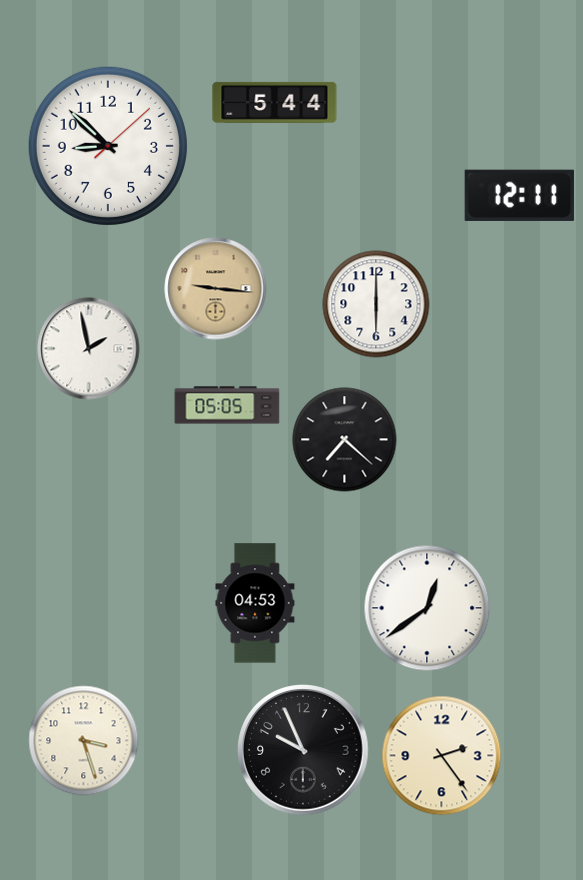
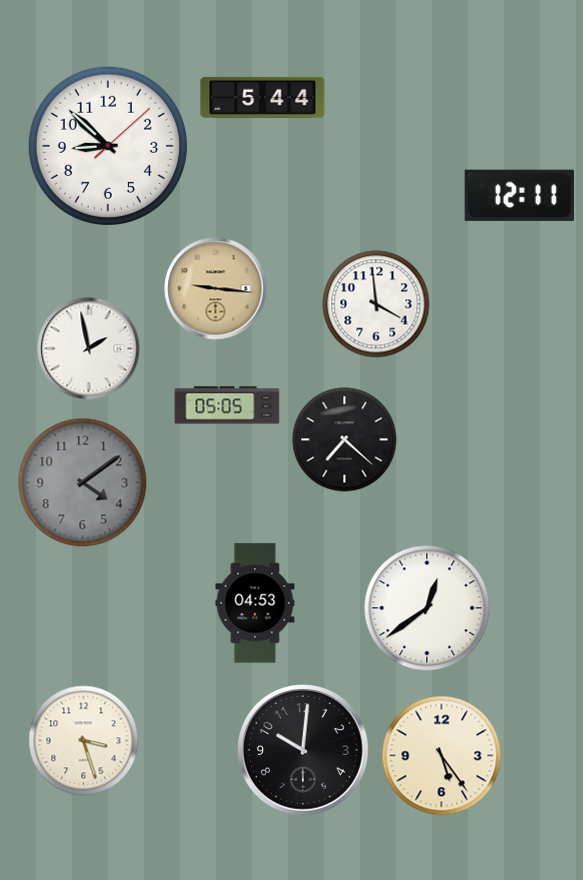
clock at (275, 102) position: (275, 102) -> (263, 97)
clock at (376, 304): 6:00 -> 3:59
clock at (83, 483): none -> 4:09
clock at (303, 750): 9:56 -> 10:01
clock at (442, 756): 2:24 -> 5:24
